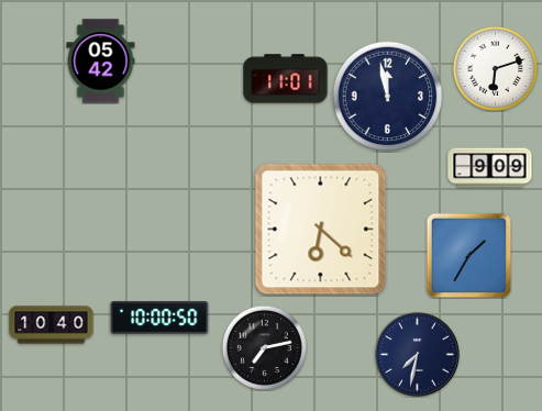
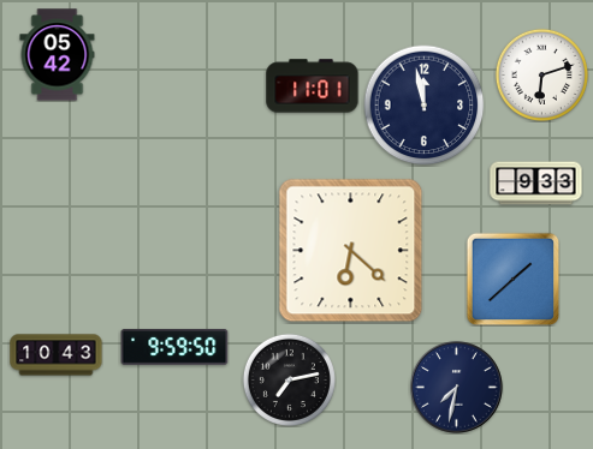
clock at (101, 62) position: (101, 62) -> (58, 55)
clock at (490, 168): 9:09 -> 9:33
clock at (468, 255): 1:35 -> 1:38
clock at (159, 319): 10:00 -> 9:59
clock at (52, 325): 10:40 -> 10:43
